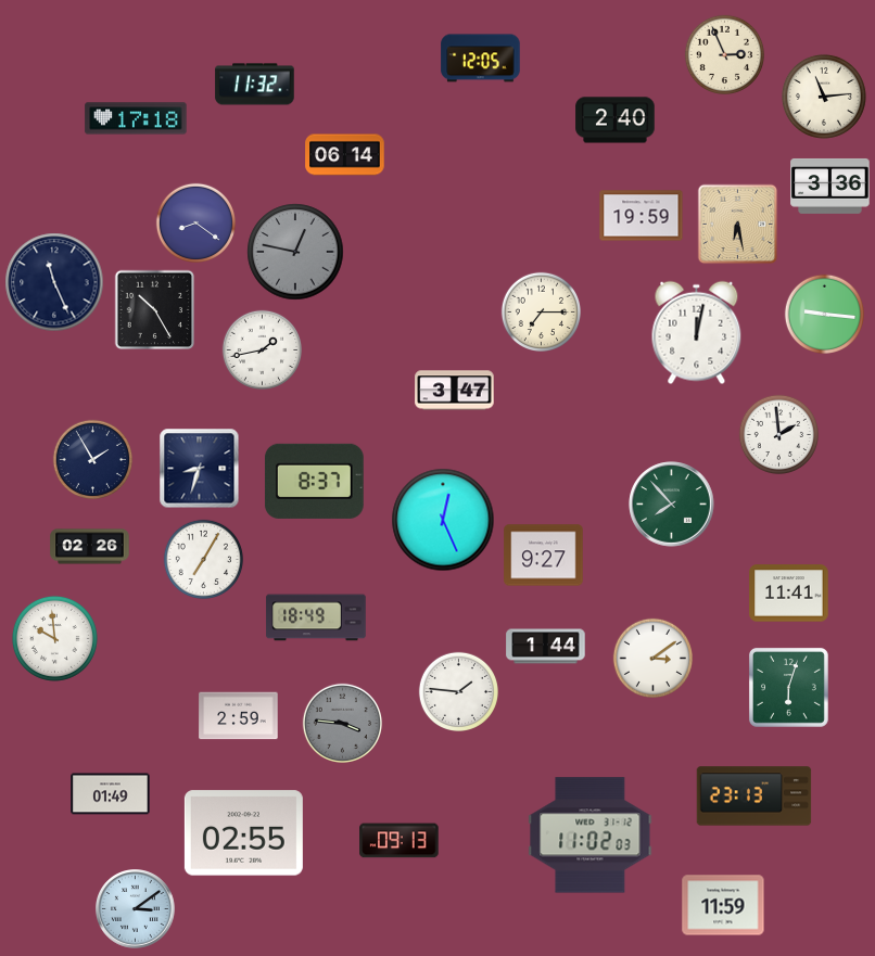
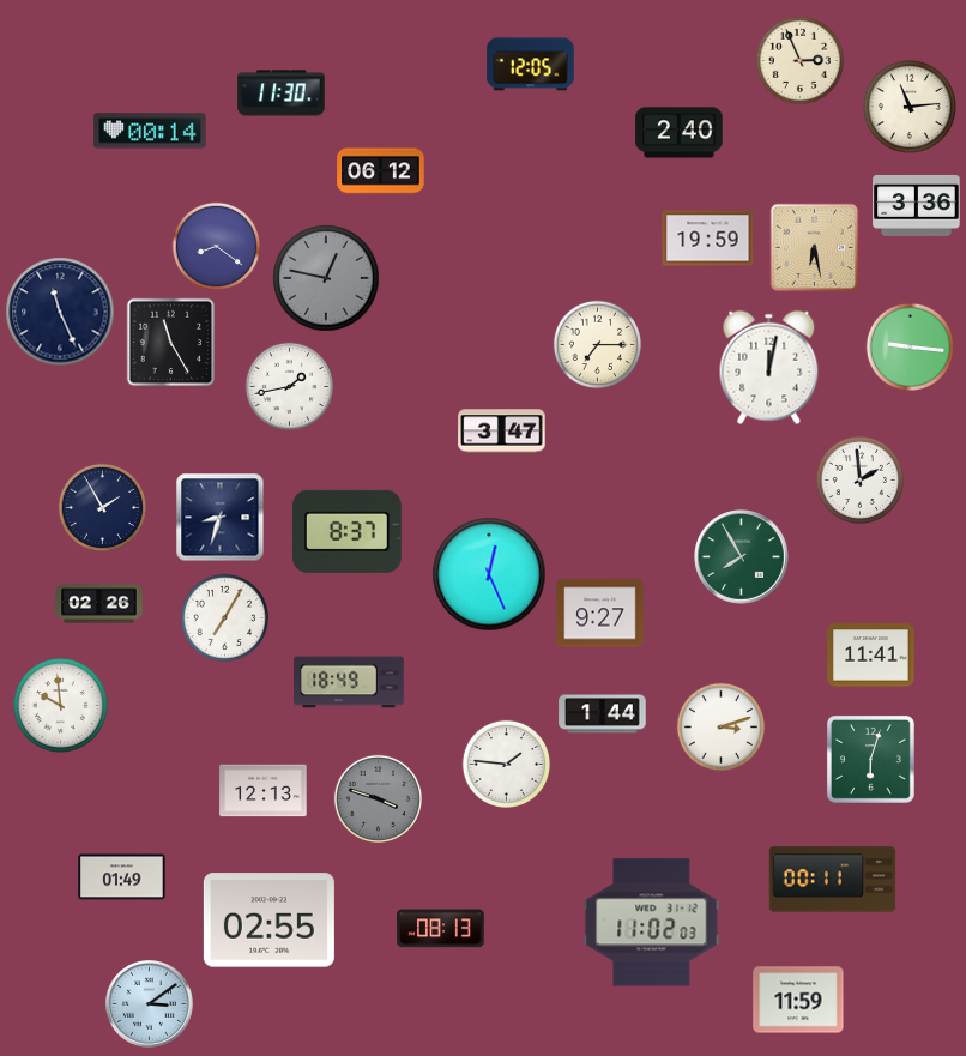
clock at (255, 85): 11:32 -> 11:30
clock at (136, 118): 17:18 -> 00:14
clock at (345, 155): 06:14 -> 06:12
clock at (155, 310): 10:25 -> 11:25
clock at (672, 505): 7:53 -> 7:55
clock at (652, 658): 3:09 -> 3:12
clock at (239, 716): 2:59 -> 12:13
clock at (342, 723): 3:46 -> 3:48
clock at (754, 796): 23:13 -> 00:11
clock at (400, 841): 09:13 -> 08:13
